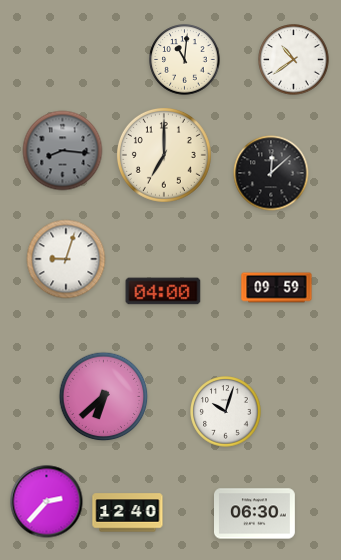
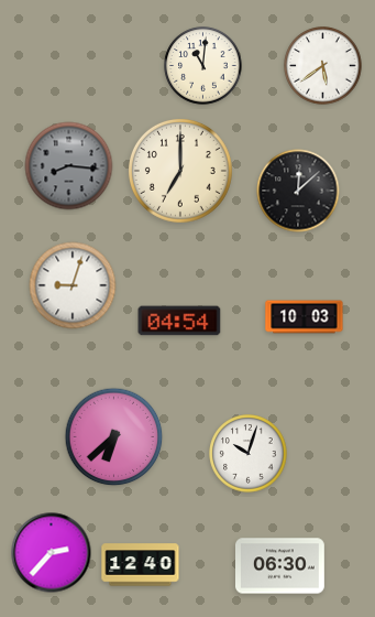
clock at (294, 60): 10:39 -> 5:39
clock at (277, 288): 09:59 -> 10:03
clock at (163, 291): 04:00 -> 04:54
